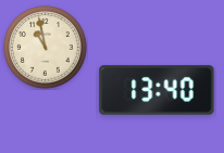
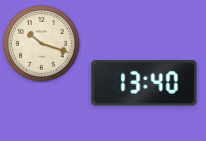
clock at (46, 48): 10:58 -> 10:18
